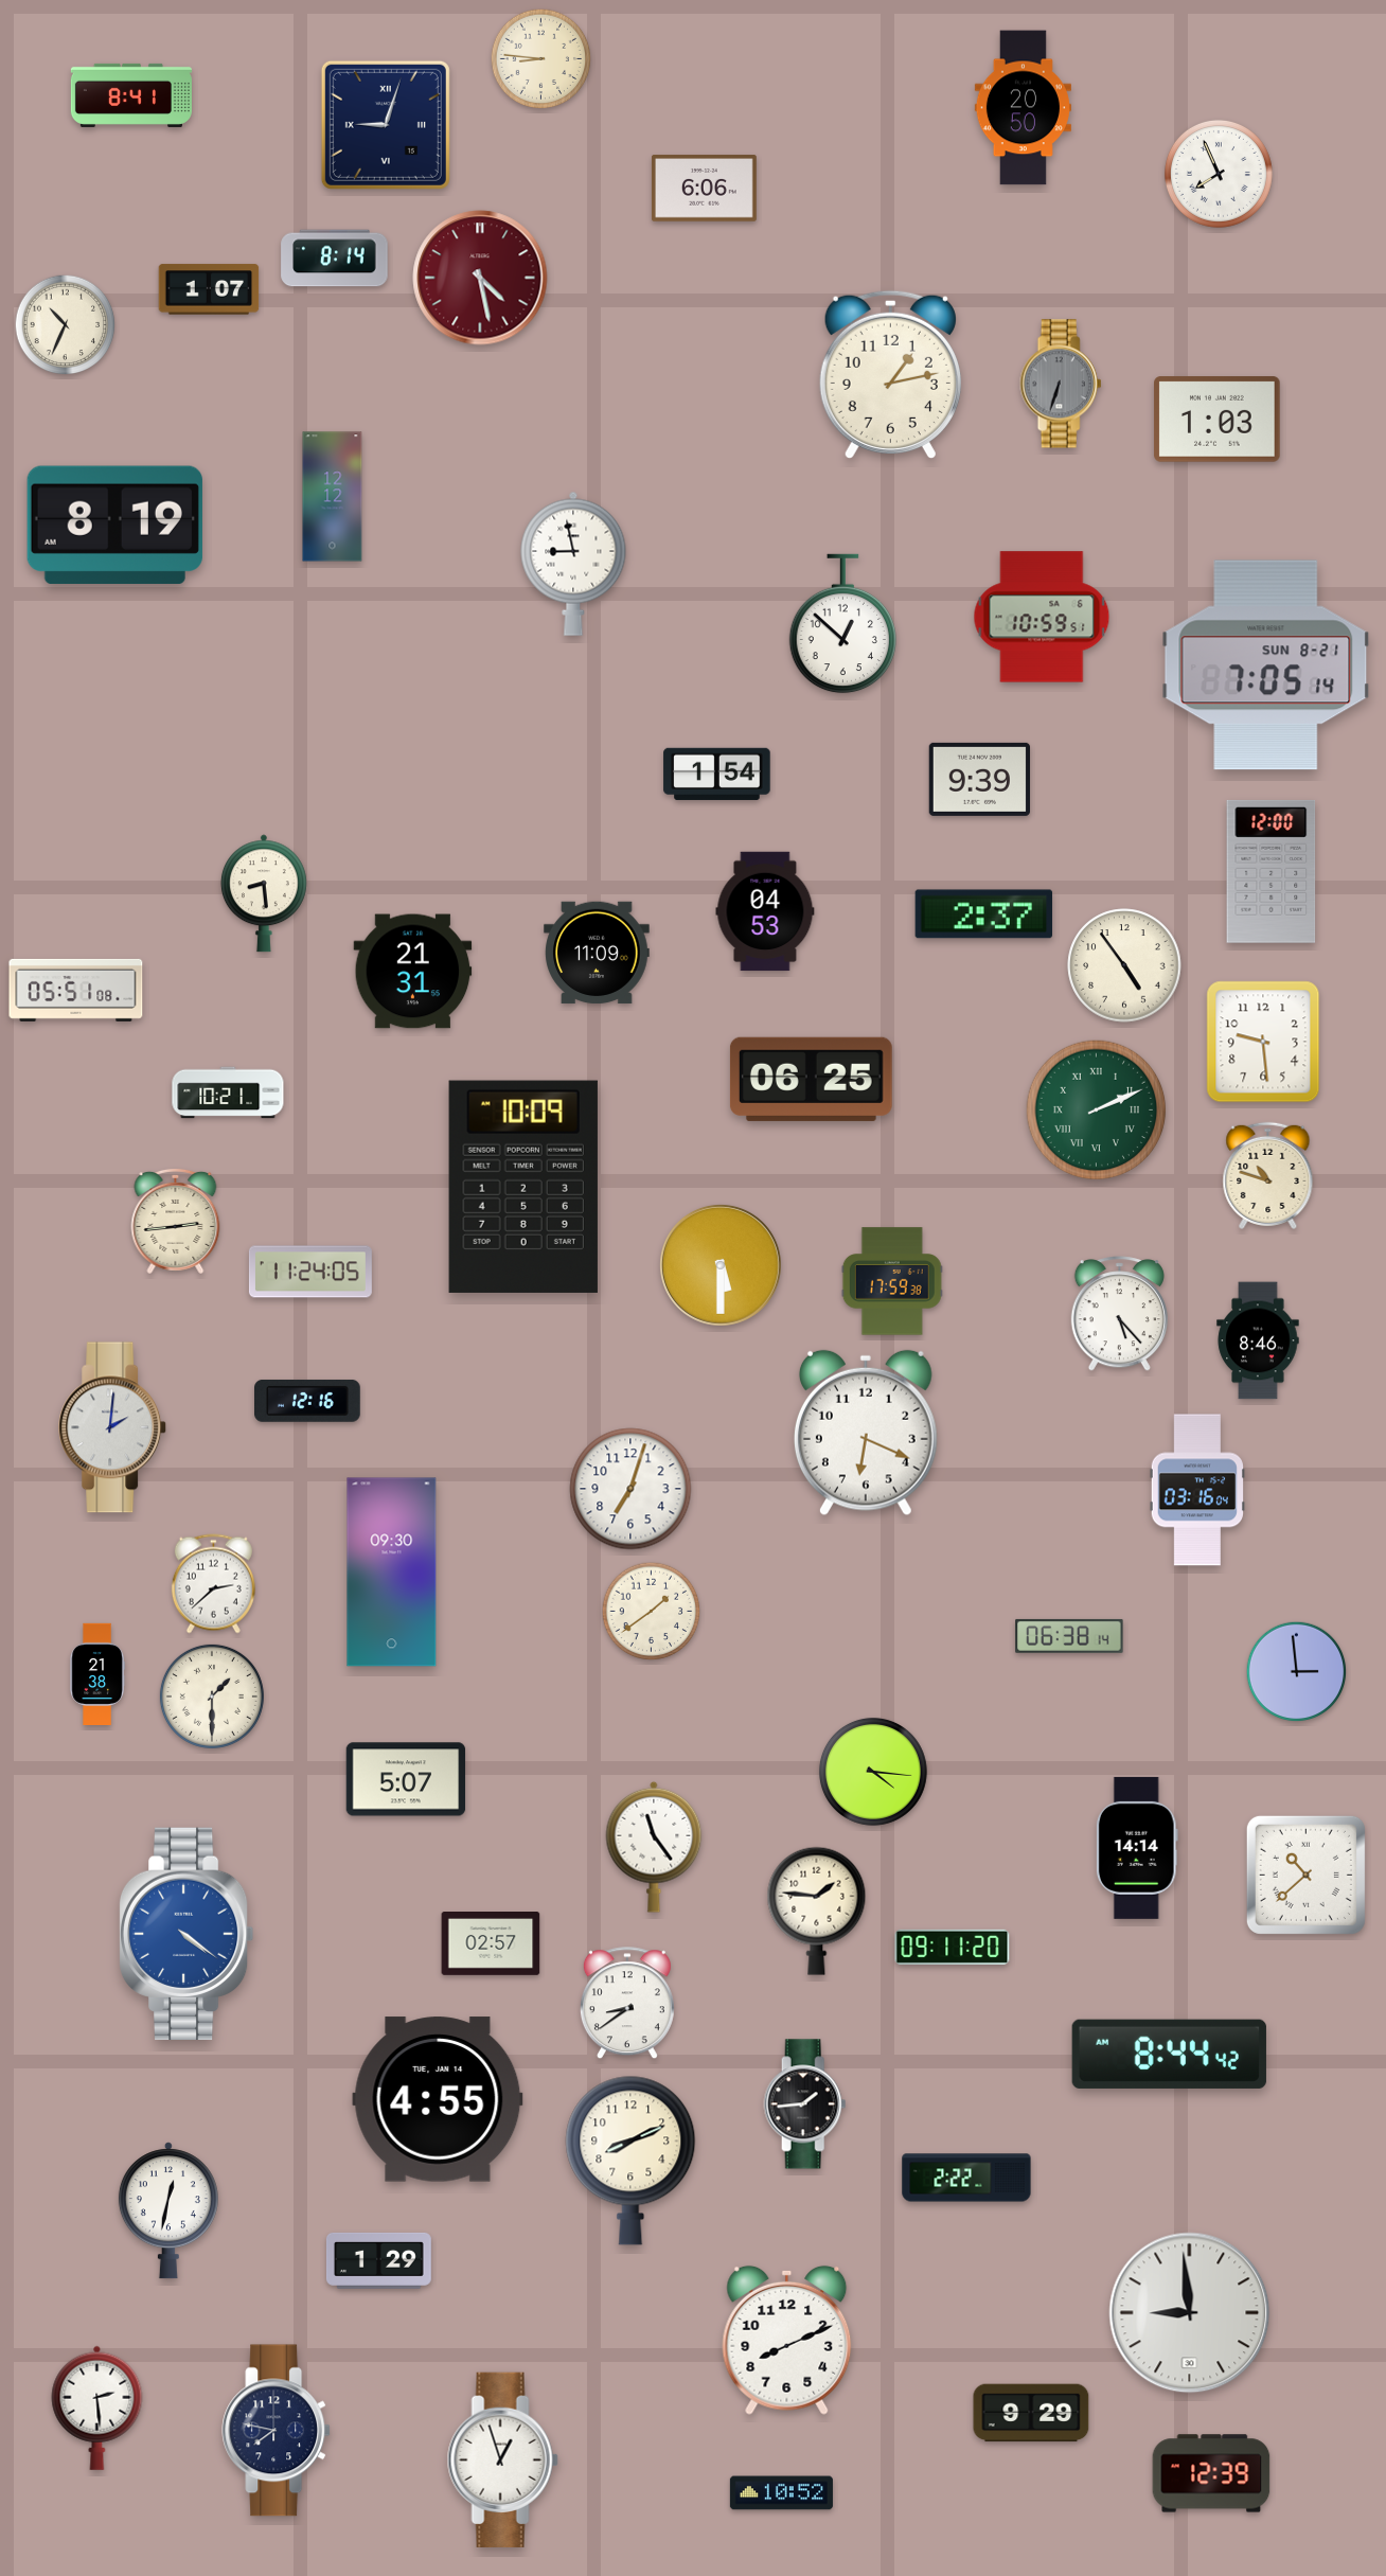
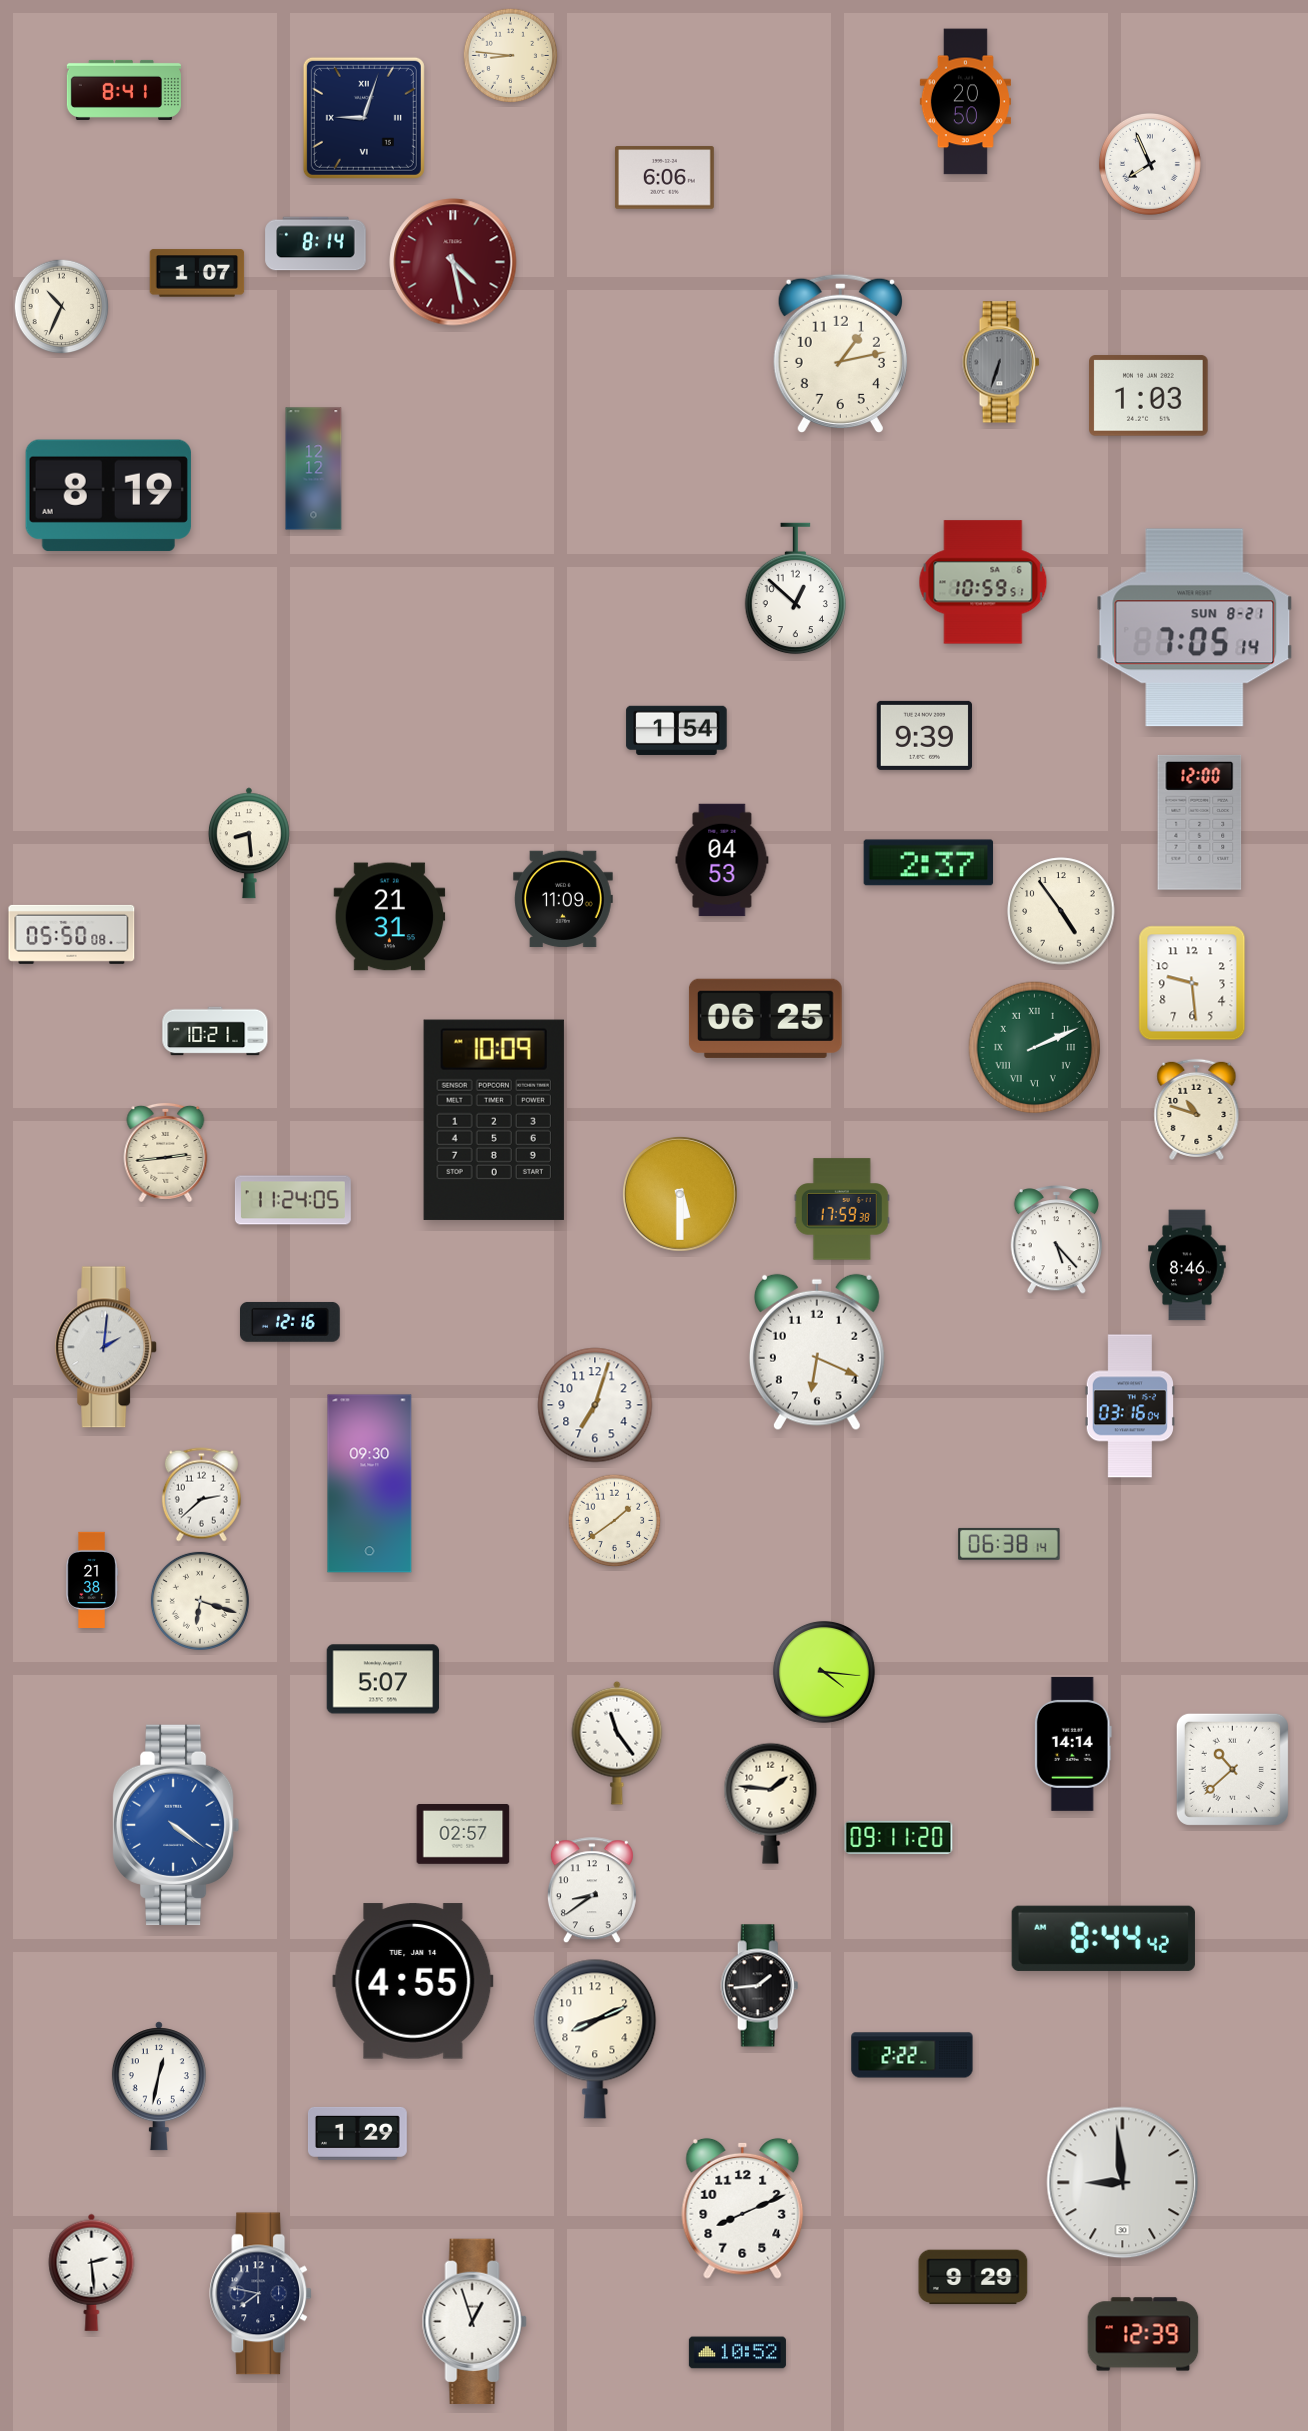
clock at (573, 564): 8:58 -> none
clock at (76, 990): 05:51 -> 05:50
clock at (1297, 1672): 2:59 -> none
clock at (212, 1696): 1:30 -> 6:18
